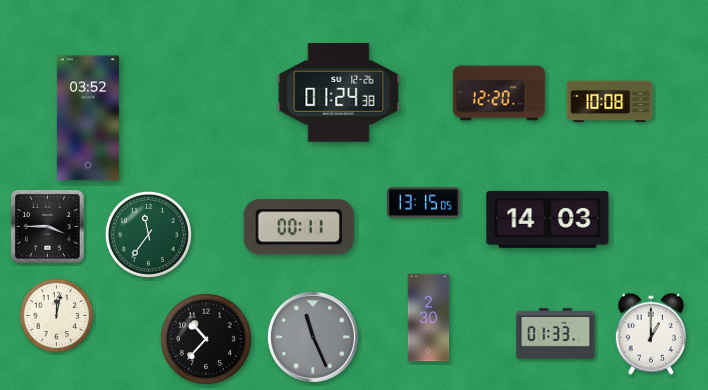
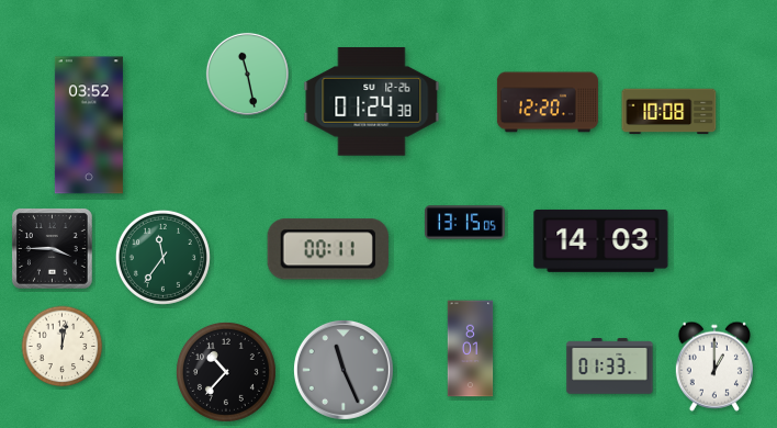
clock at (247, 74): none -> 11:28
clock at (88, 118) position: (88, 118) -> (89, 125)
clock at (429, 318): 2:30 -> 8:01
